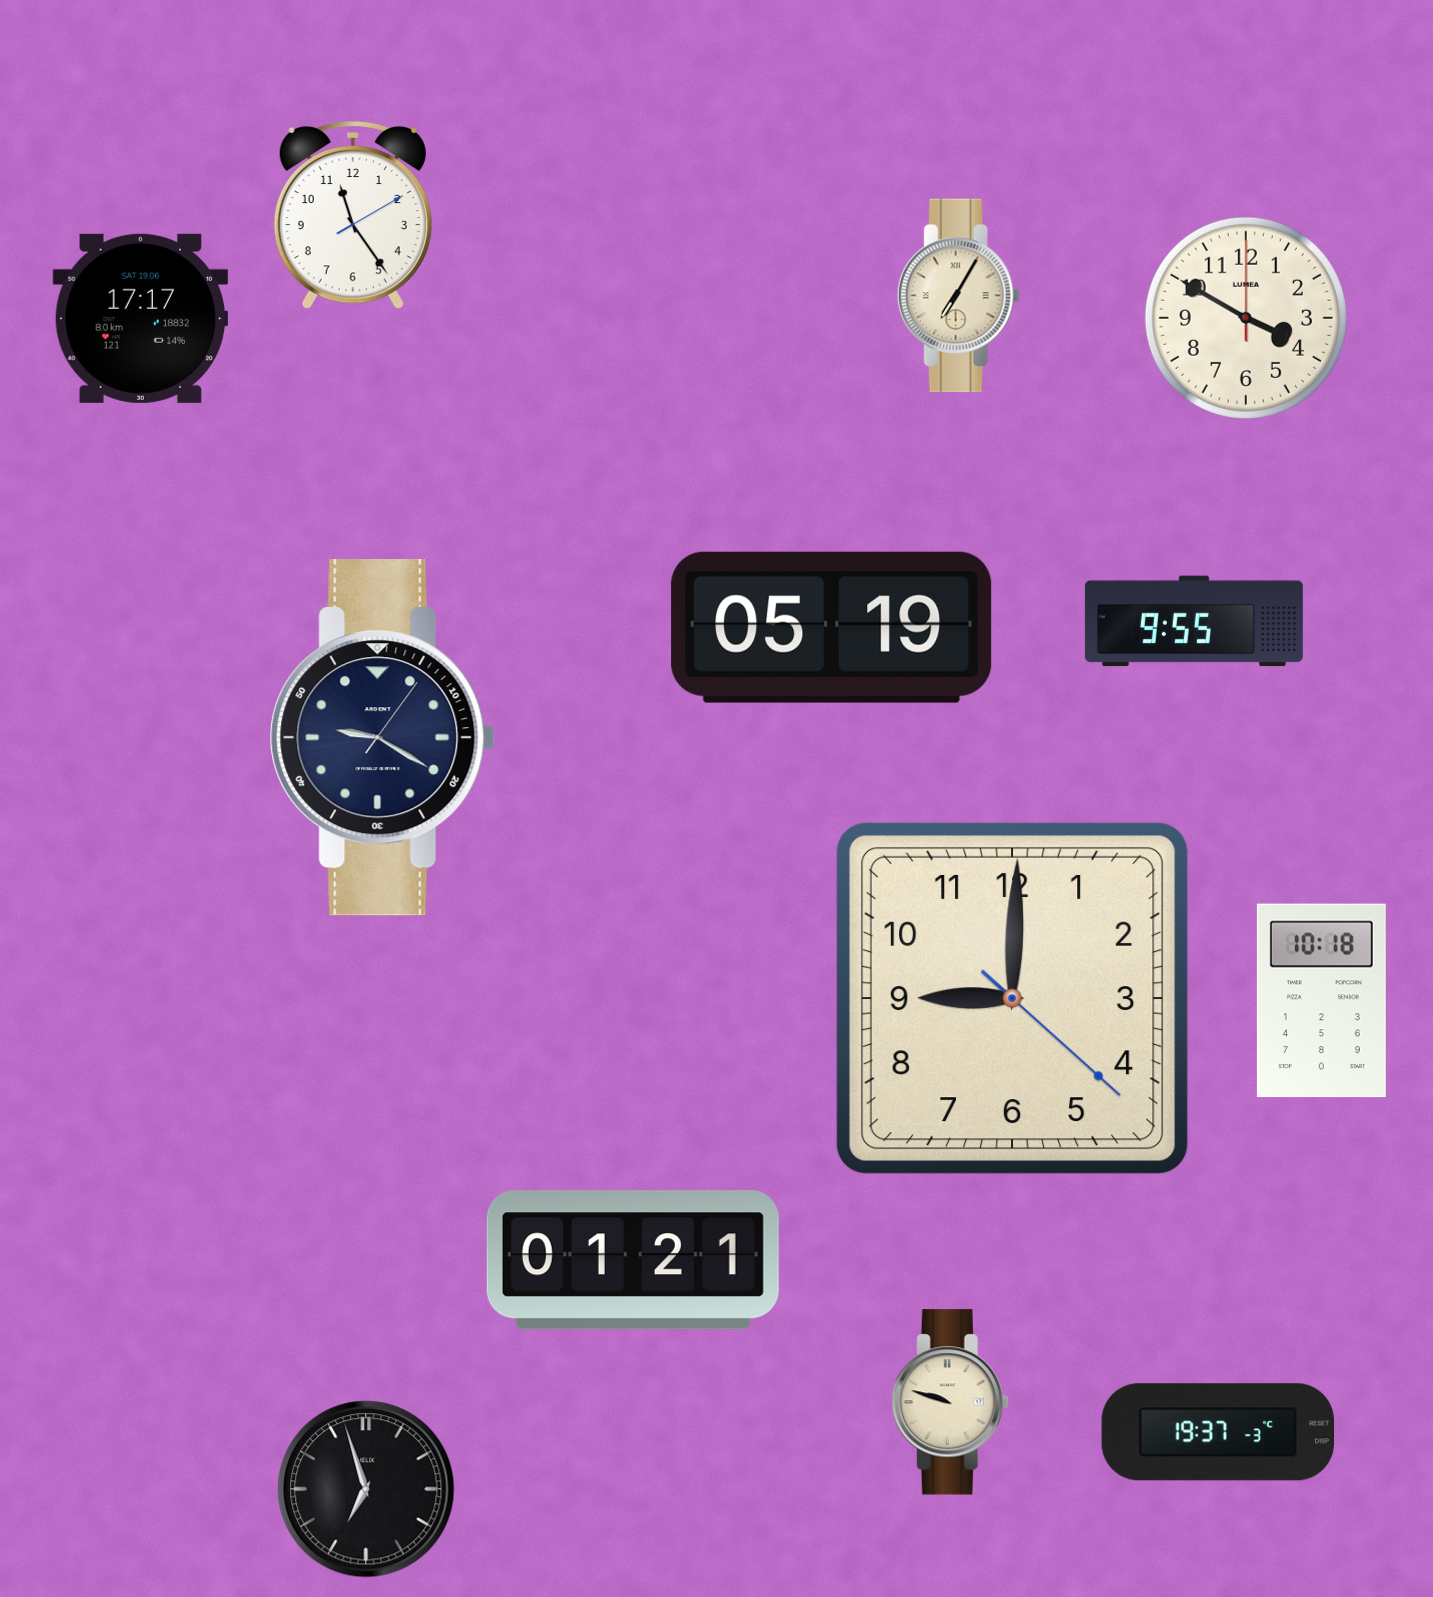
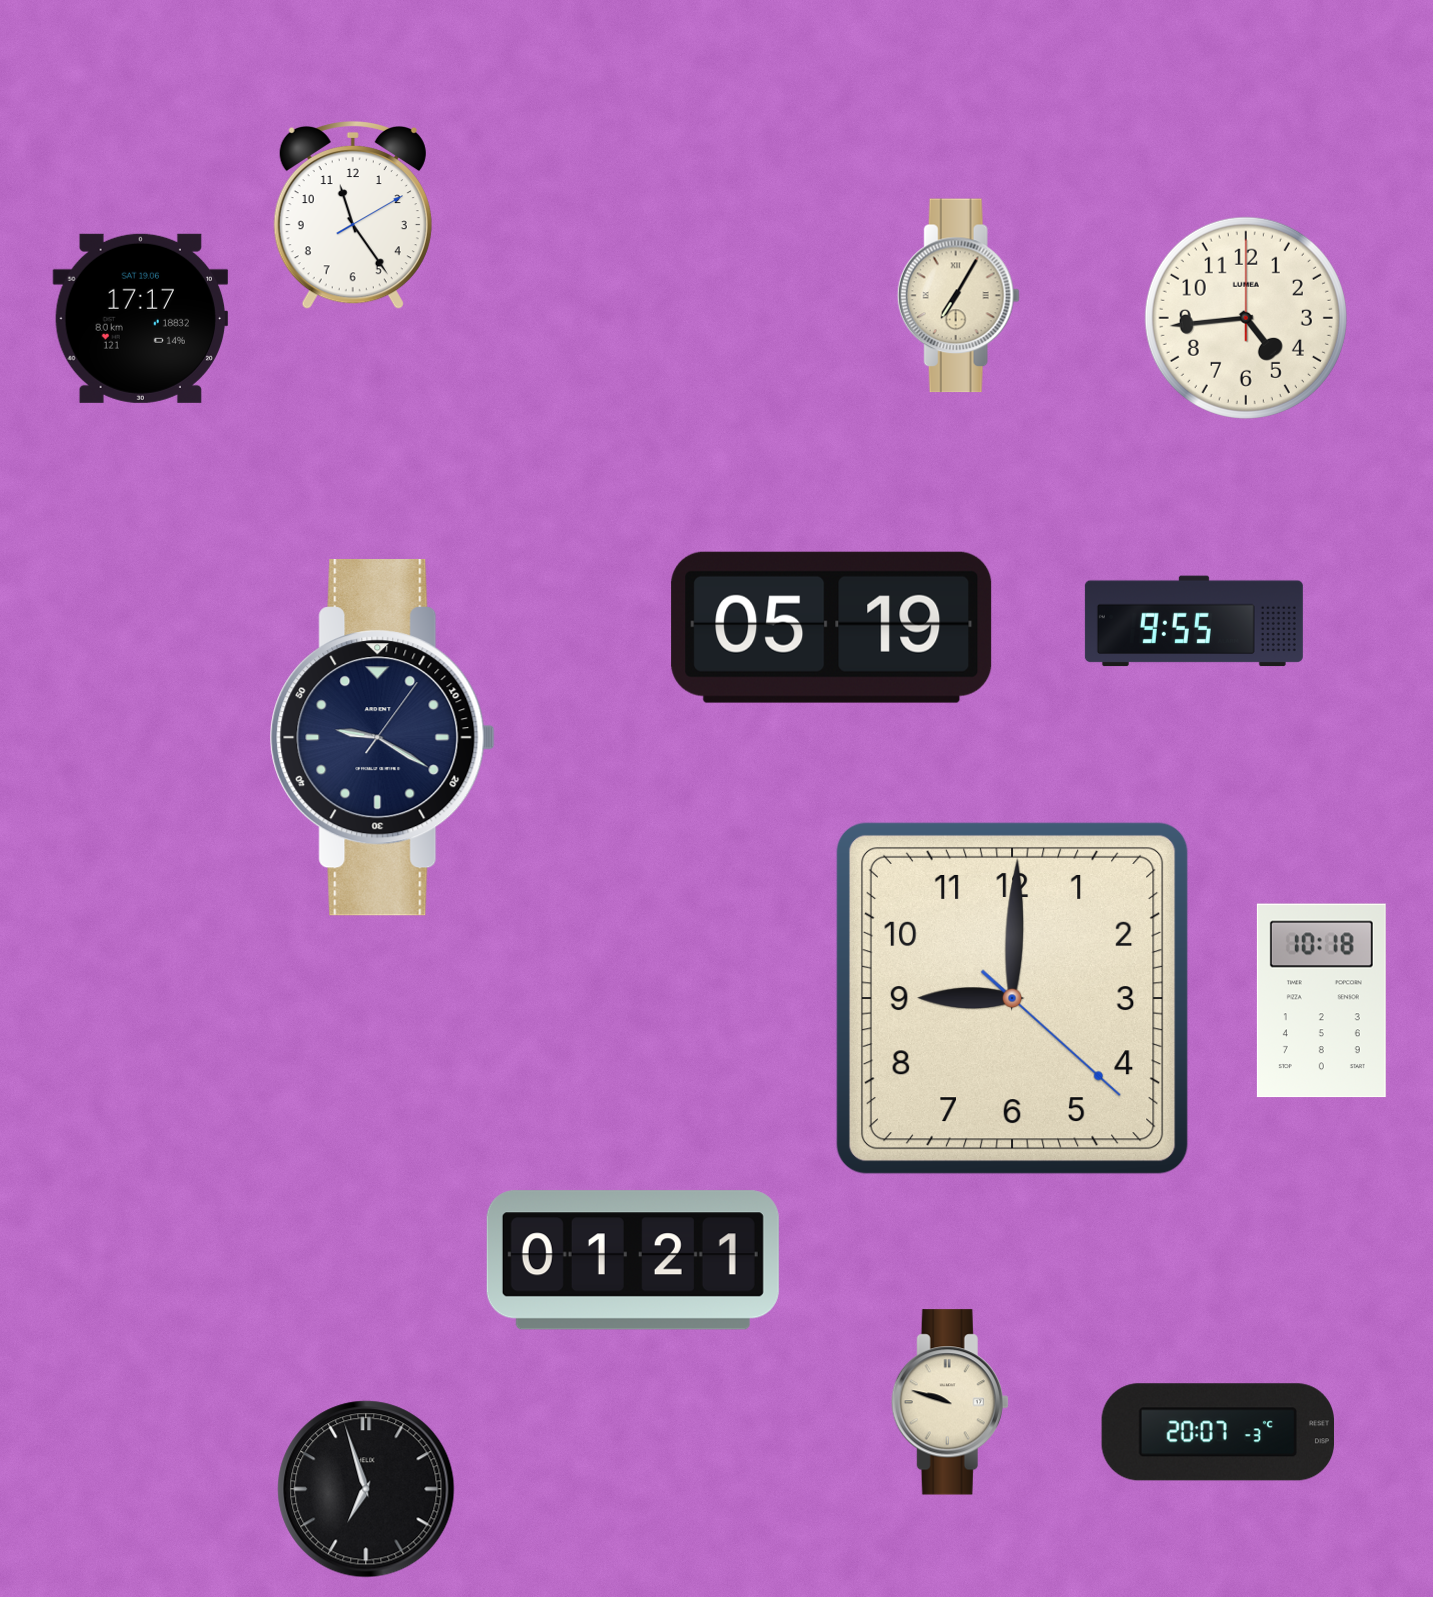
clock at (1246, 318): 3:50 -> 4:44
clock at (1217, 1432): 19:37 -> 20:07
